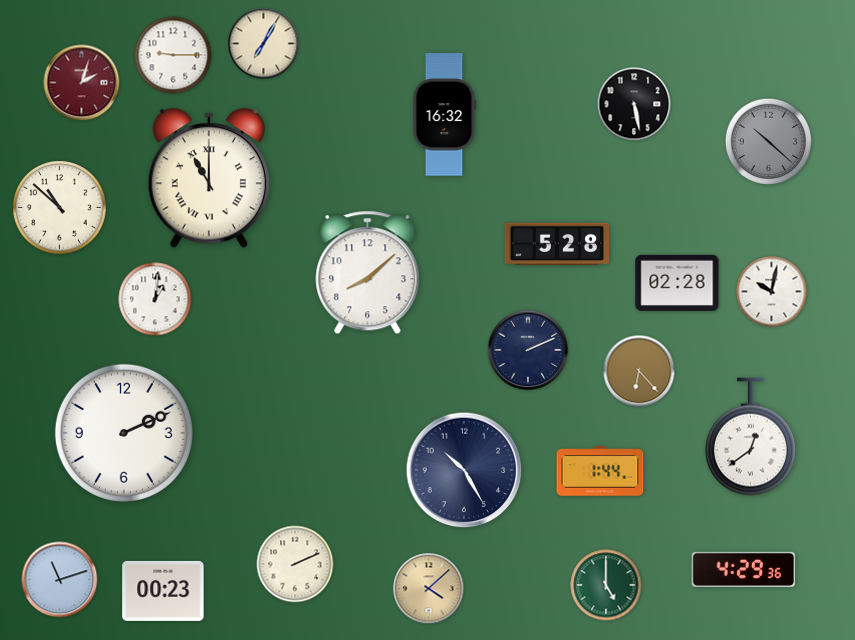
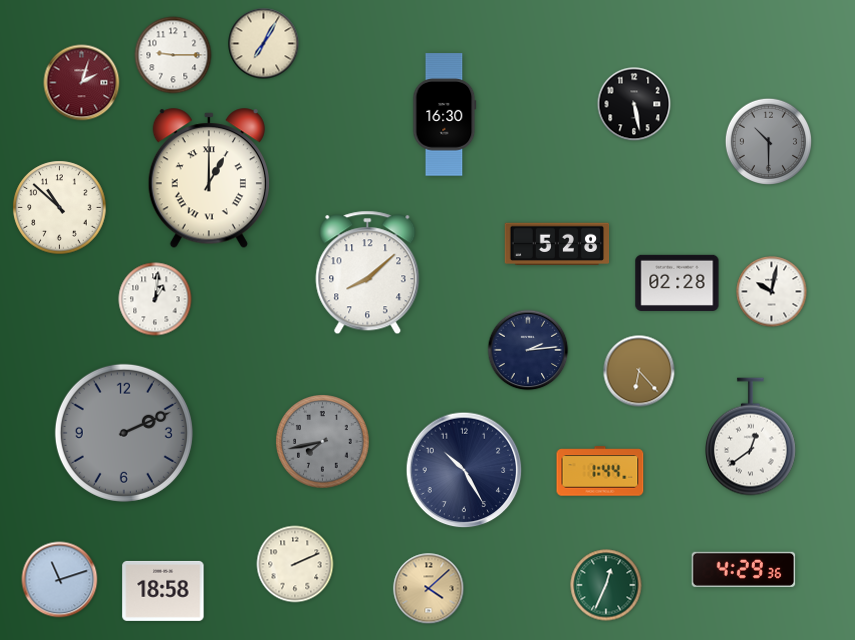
clock at (445, 115): 16:32 -> 16:30
clock at (768, 141): 10:22 -> 10:30
clock at (209, 179): 11:00 -> 1:00
clock at (528, 350): 2:11 -> 2:14
clock at (124, 433) dial: white -> grey
clock at (323, 442): none -> 7:43
clock at (606, 585): 5:00 -> 12:34
clock at (163, 591): 00:23 -> 18:58
